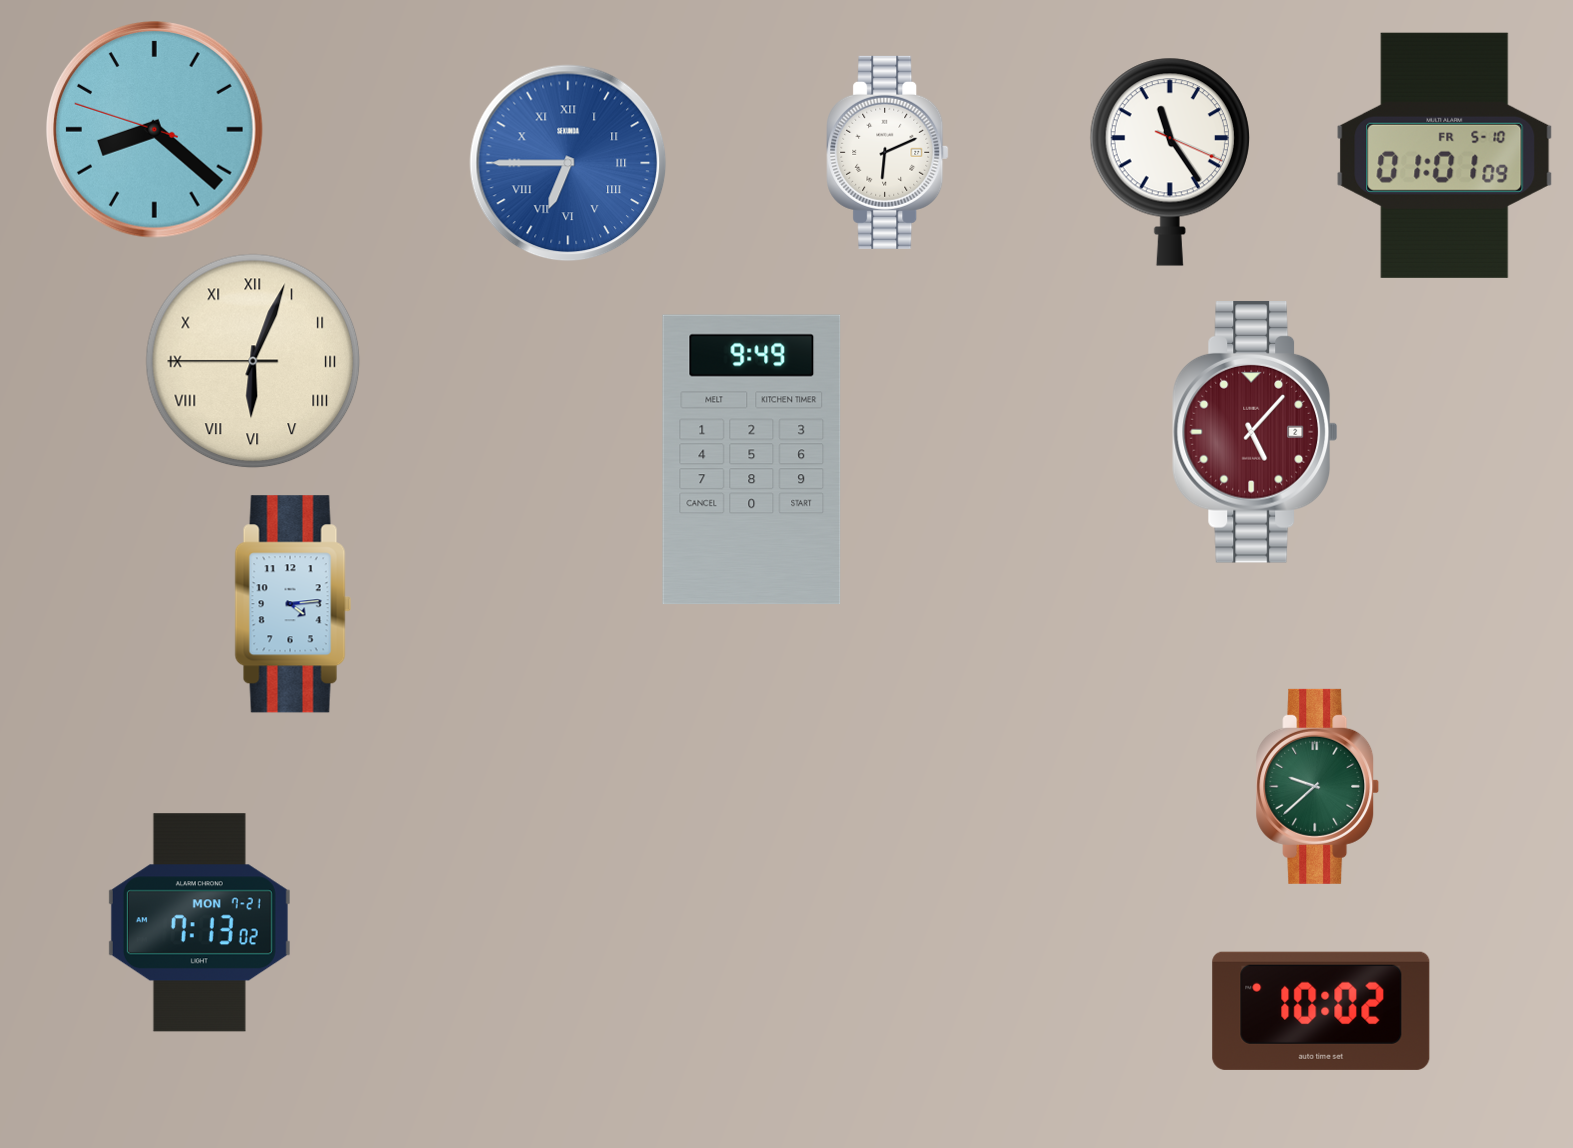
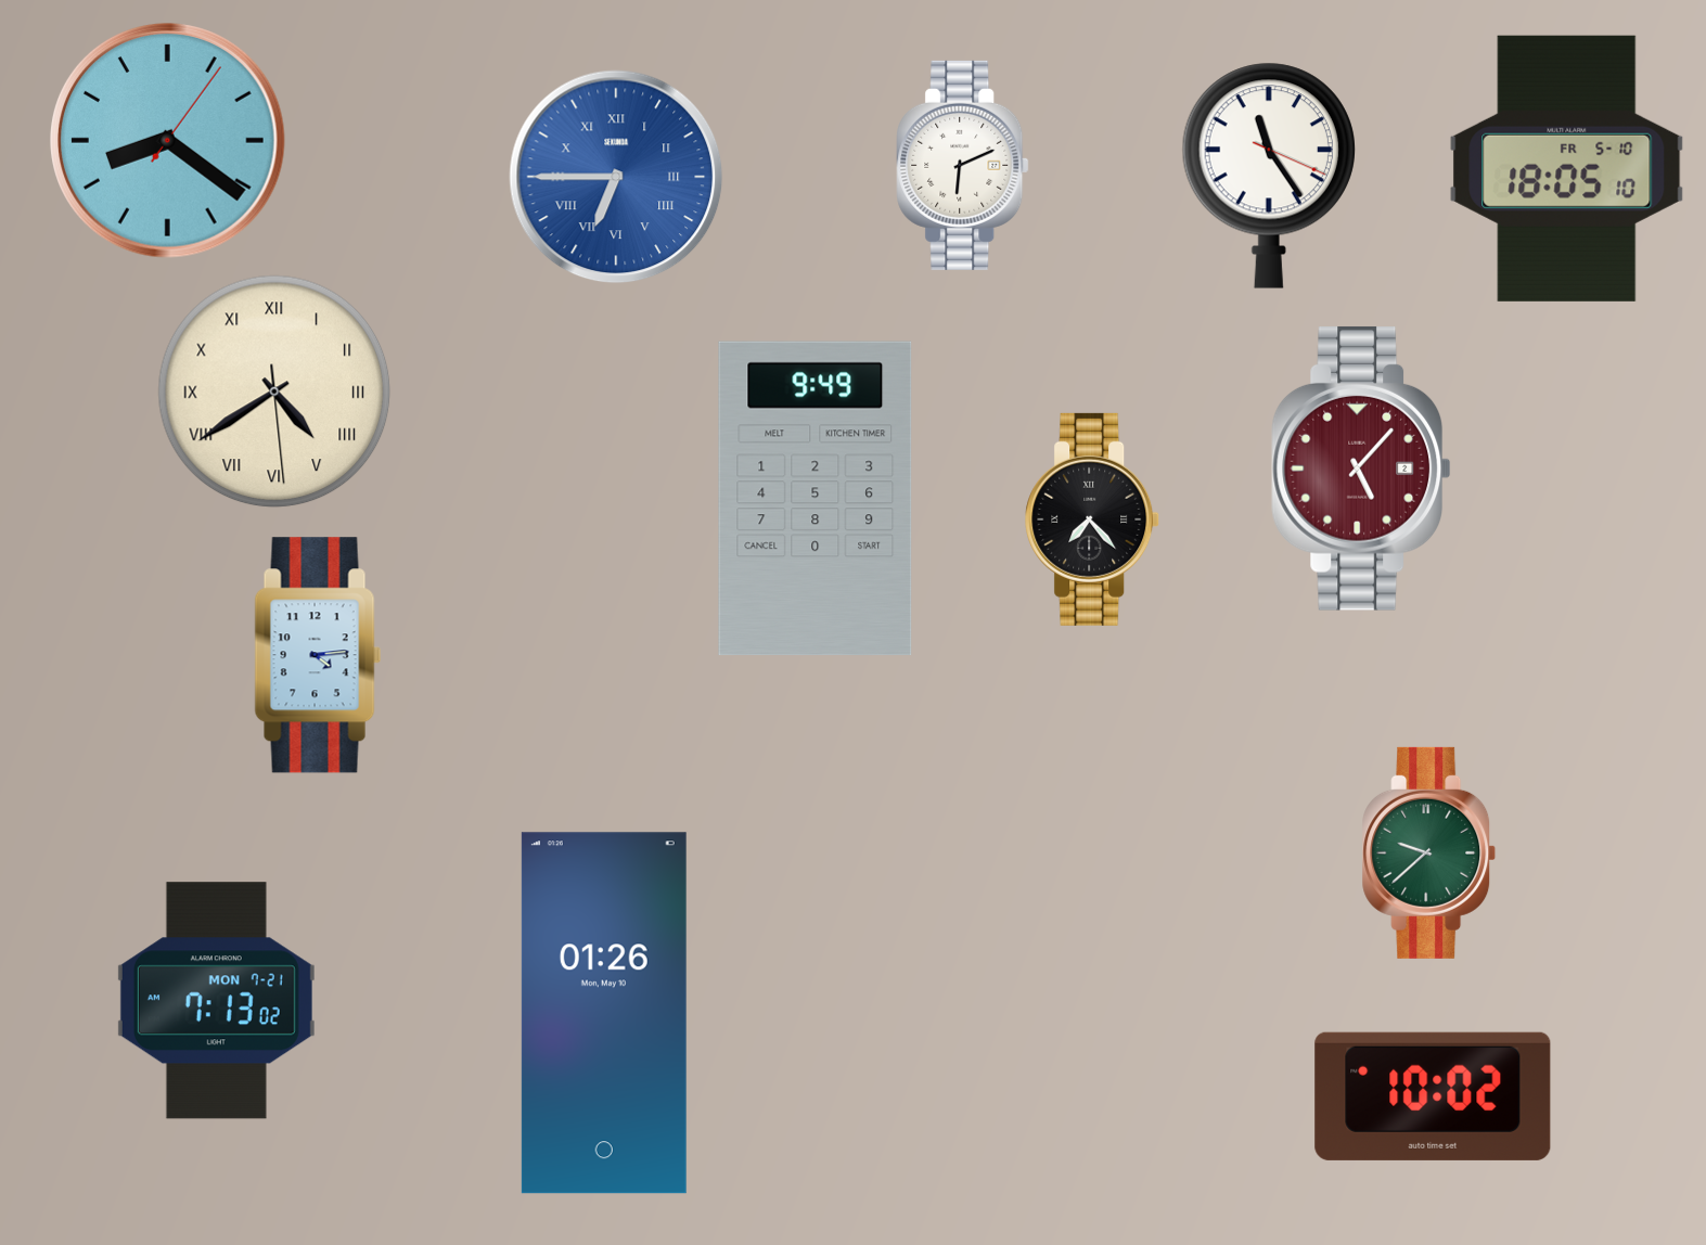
clock at (155, 130): 8:21:48 -> 8:21:06
clock at (1445, 155): 01:01 -> 18:05
clock at (253, 361): 6:03 -> 4:39
clock at (1093, 519): none -> 7:23
clock at (604, 1013): none -> 01:26
